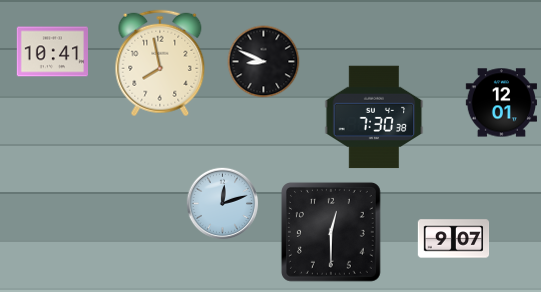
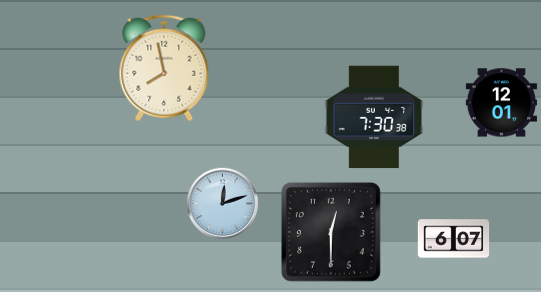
clock at (53, 52): 10:41 -> none
clock at (264, 62): 8:49 -> none
clock at (160, 63) position: (160, 63) -> (164, 68)
clock at (454, 239): 9:07 -> 6:07
